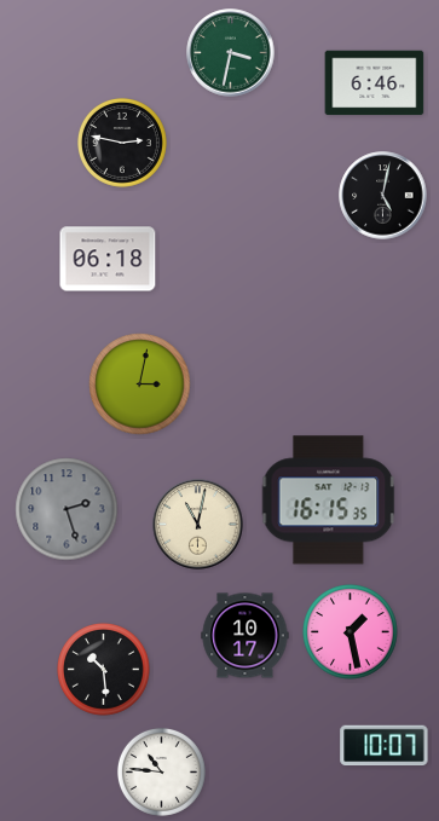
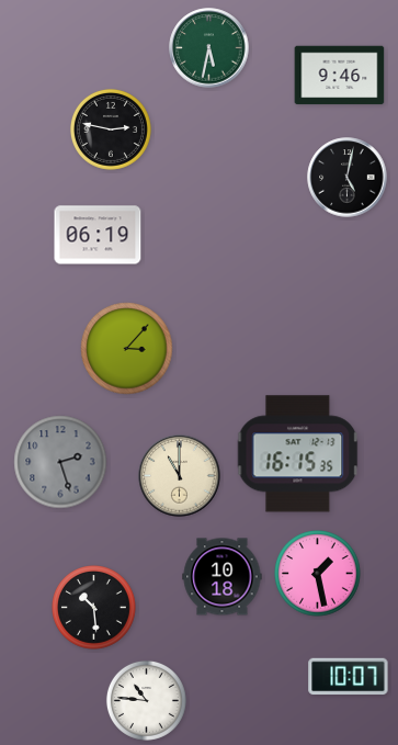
clock at (231, 53): 3:32 -> 5:32
clock at (375, 83): 6:46 -> 9:46
clock at (108, 259): 06:18 -> 06:19
clock at (140, 385): 3:02 -> 3:07
clock at (198, 525): 11:02 -> 11:00
clock at (246, 636): 10:17 -> 10:18
